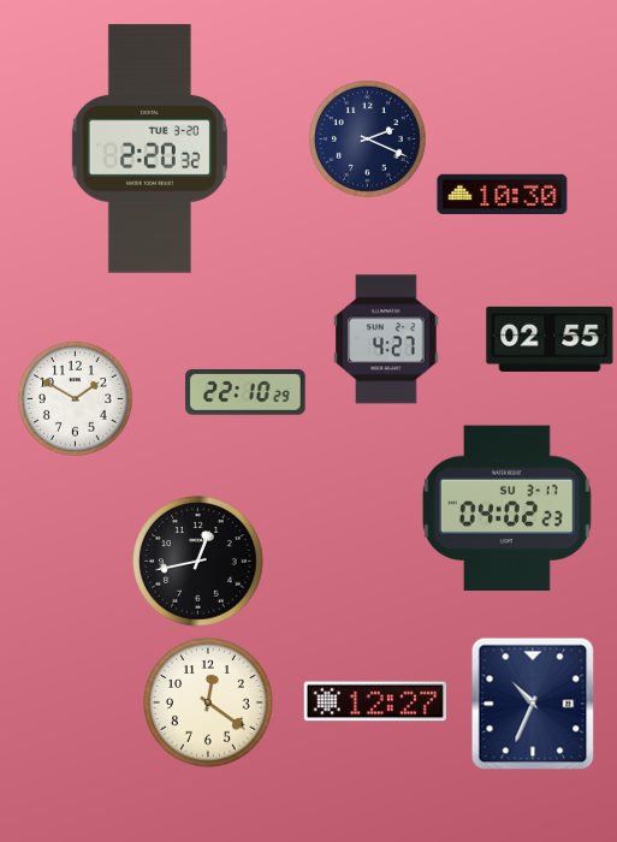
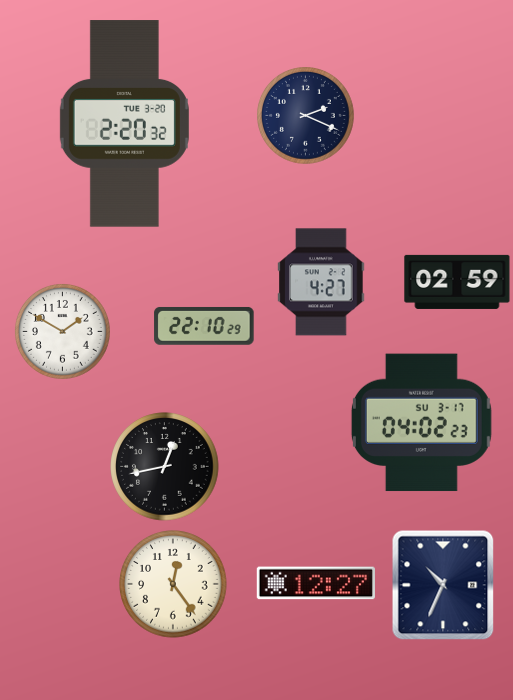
clock at (503, 195): 10:30 -> none
clock at (550, 339): 02:55 -> 02:59
clock at (375, 701) position: (375, 701) -> (316, 583)
clock at (208, 702): 12:21 -> 12:24
